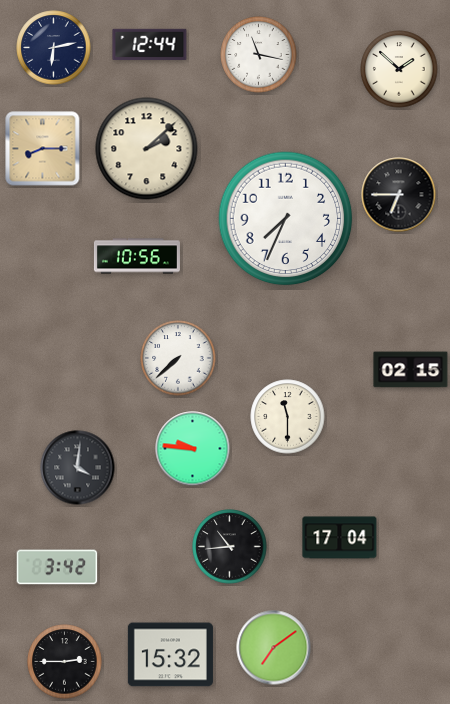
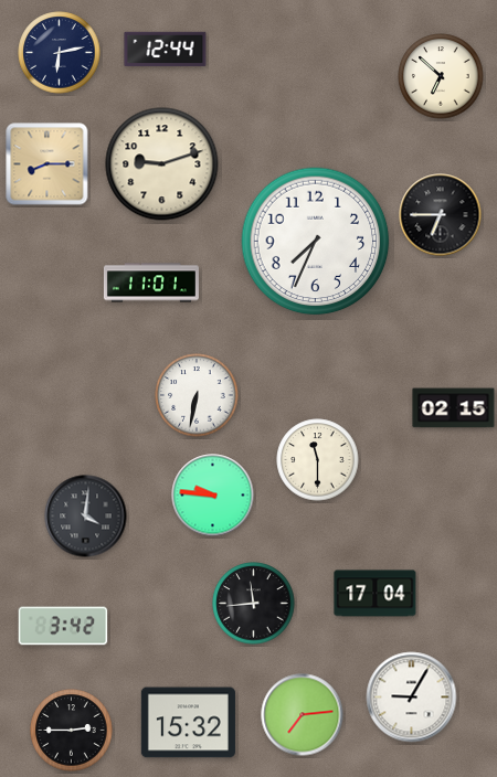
clock at (259, 55): 11:17 -> none
clock at (399, 69): 1:52 -> 6:52
clock at (147, 149): 2:08 -> 9:12
clock at (137, 256): 10:56 -> 11:01
clock at (178, 358): 7:38 -> 6:32
clock at (230, 547): 10:44 -> 11:44
clock at (412, 698): none -> 9:05
clock at (274, 648): 7:09 -> 7:14
